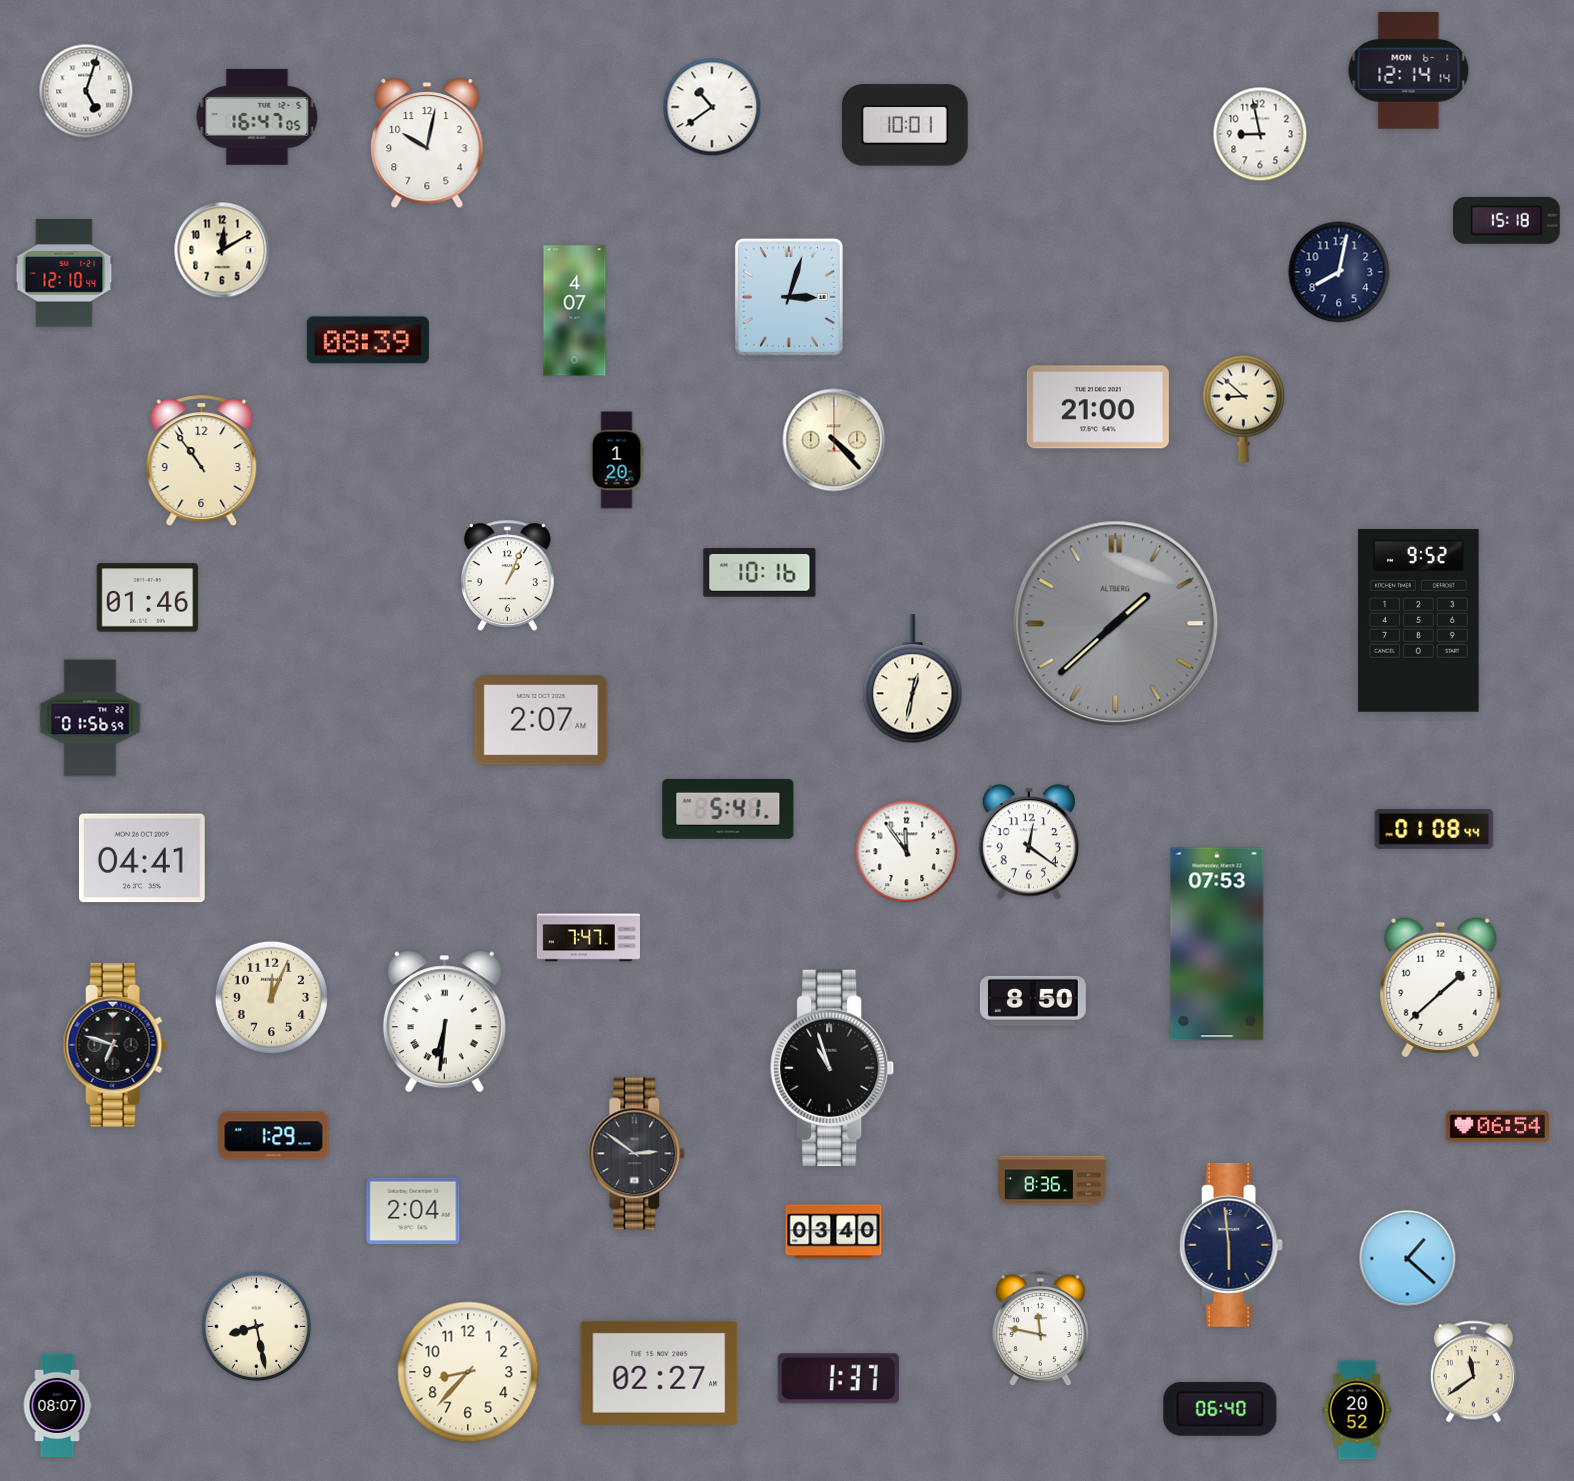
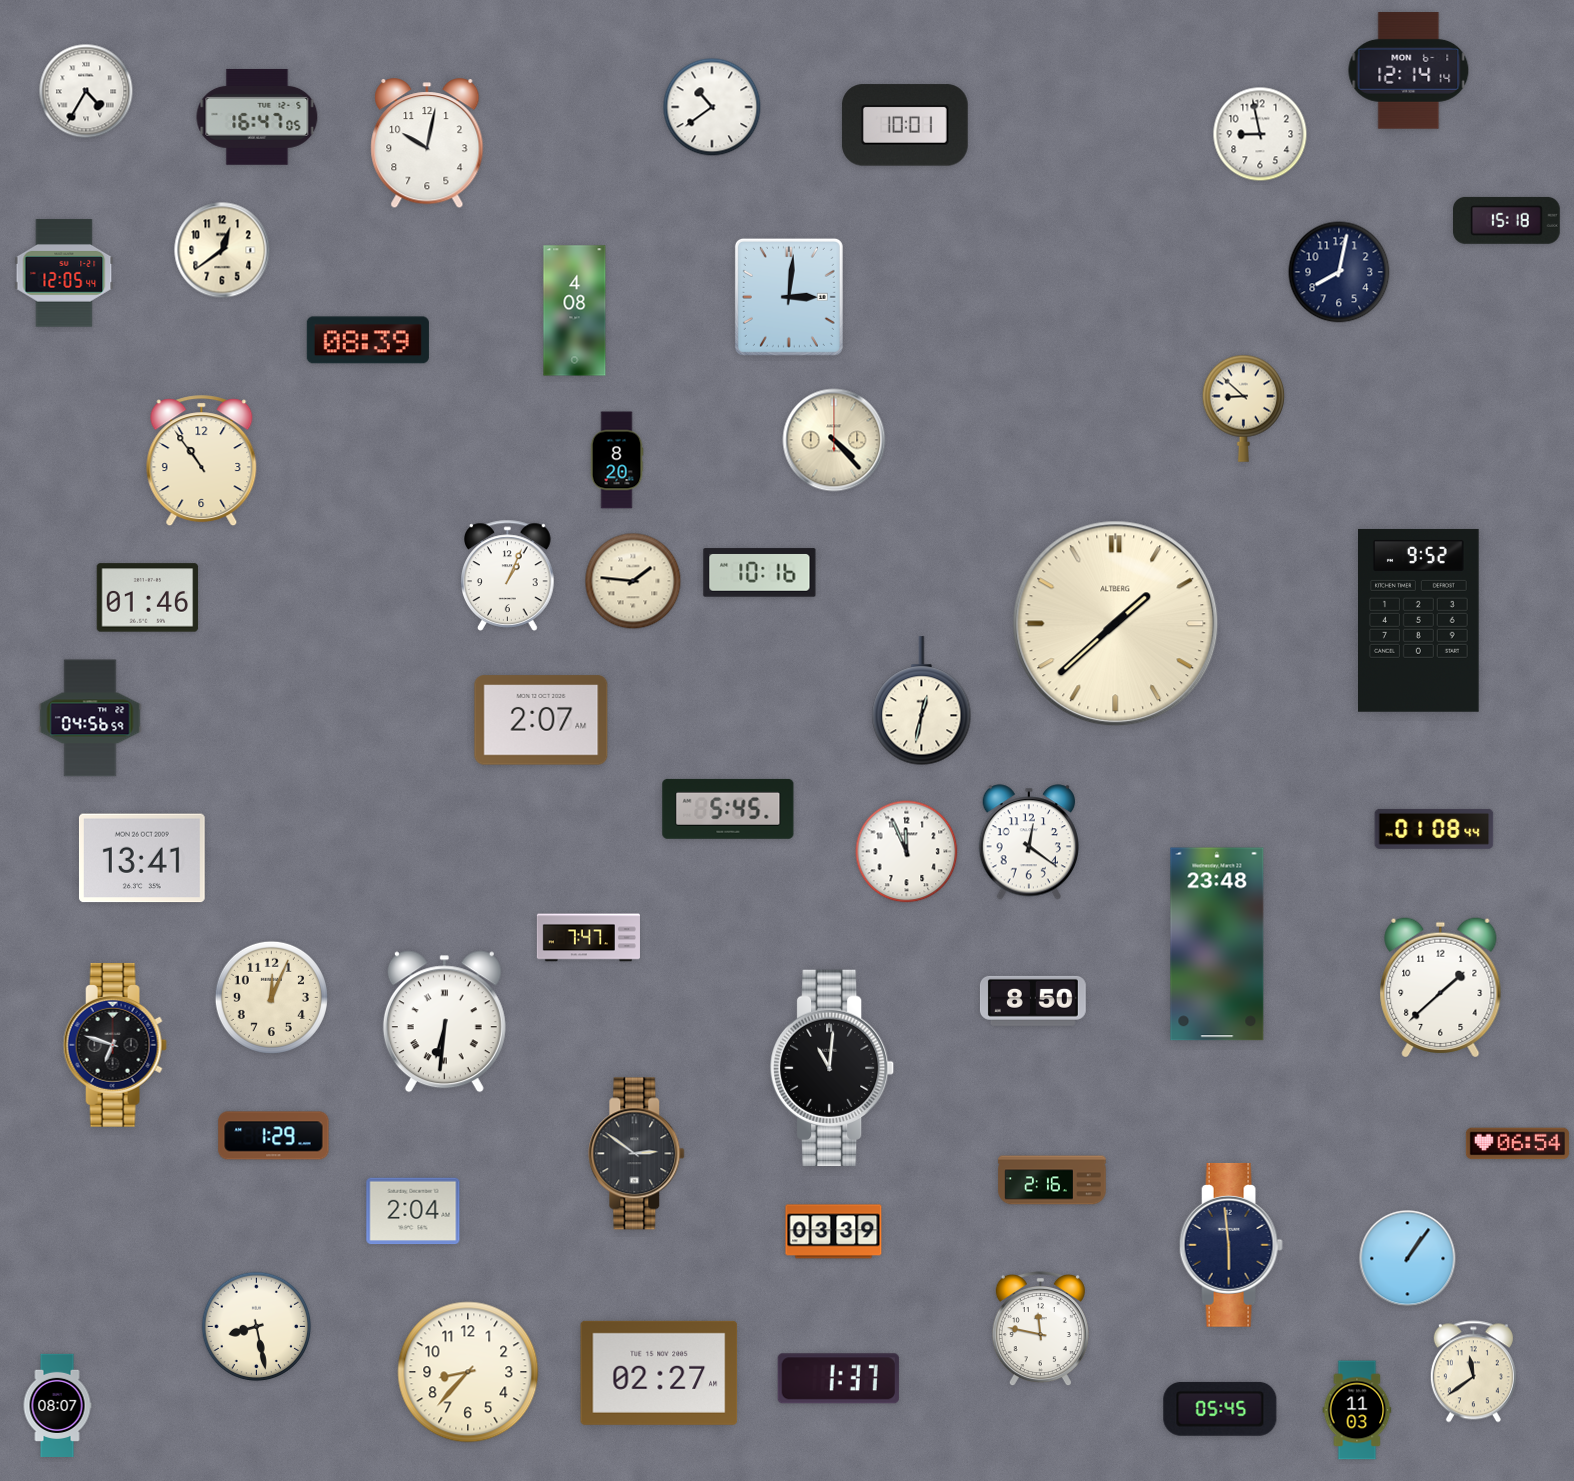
clock at (86, 91): 5:03 -> 4:35
clock at (222, 250): 12:10 -> 12:39
clock at (64, 273): 12:10 -> 12:05
clock at (789, 297): 3:03 -> 3:01
clock at (575, 311): 4:07 -> 4:08
clock at (1098, 407): 21:00 -> none
clock at (617, 460): 1:20 -> 8:20
clock at (633, 581): none -> 1:46
clock at (1116, 624) dial: grey -> cream
clock at (913, 679) position: (913, 679) -> (922, 701)
clock at (90, 718): 01:56 -> 04:56
clock at (728, 809): 5:41 -> 5:45
clock at (907, 852): 11:54 -> 11:56
clock at (142, 858): 04:41 -> 13:41
clock at (1217, 944): 07:53 -> 23:48
clock at (833, 1068): 10:57 -> 11:01
clock at (1497, 1127) position: (1497, 1127) -> (1517, 1144)
clock at (1052, 1180): 8:36 -> 2:16
clock at (834, 1232): 03:40 -> 03:39
clock at (1408, 1259): 1:22 -> 1:06
clock at (1220, 1409): 06:40 -> 05:45
clock at (1357, 1410): 20:52 -> 11:03
